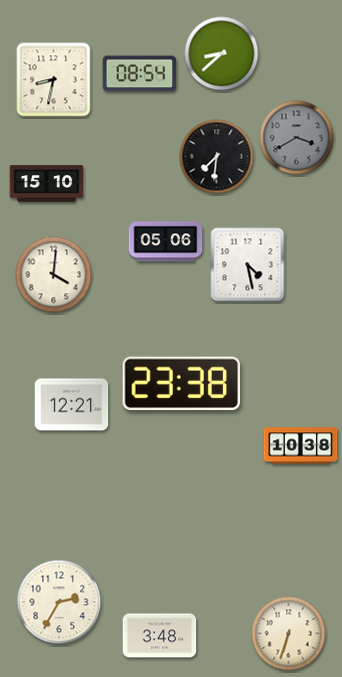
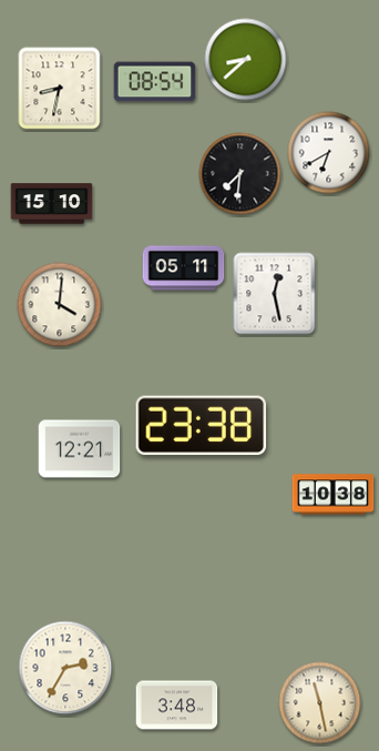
clock at (297, 138): 3:40 -> 6:40
clock at (297, 138) dial: grey -> white
clock at (166, 242): 05:06 -> 05:11
clock at (248, 265): 4:28 -> 12:28
clock at (289, 634): 6:33 -> 11:28
